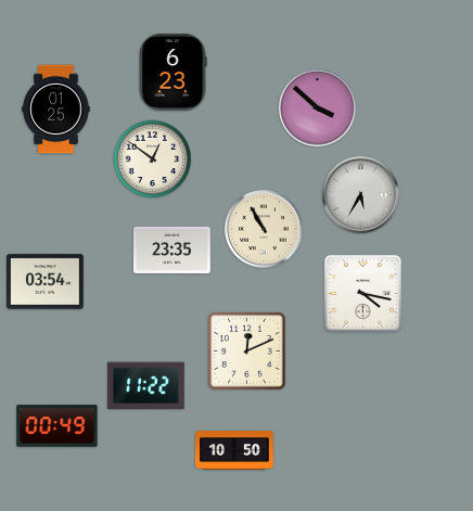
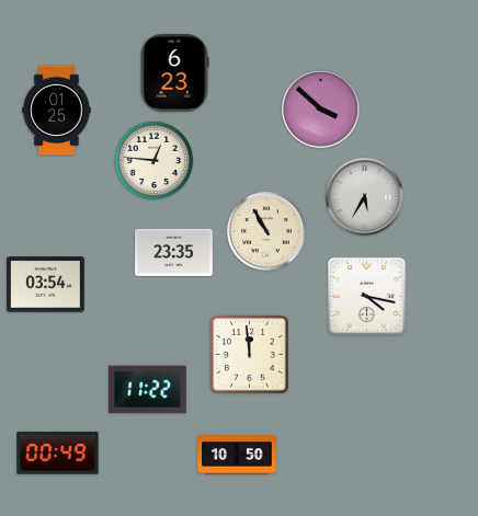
clock at (153, 159): 12:51 -> 12:46
clock at (246, 350): 12:11 -> 11:59
clock at (57, 426) position: (57, 426) -> (58, 454)
